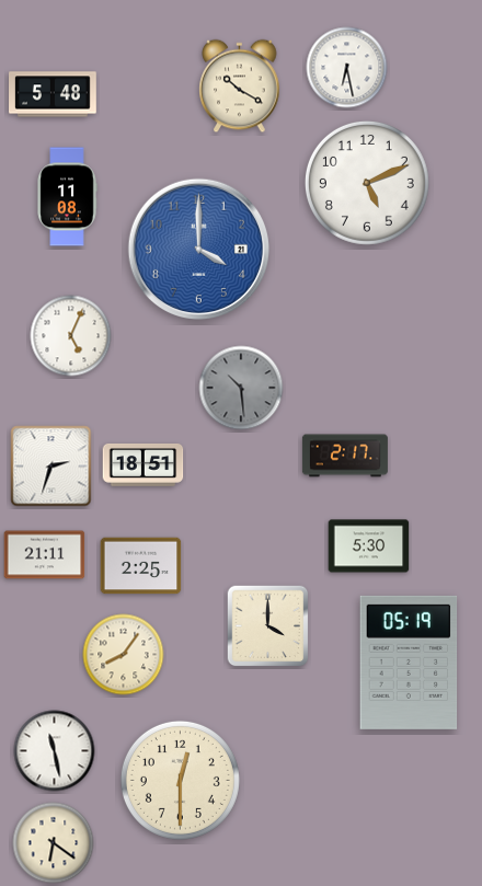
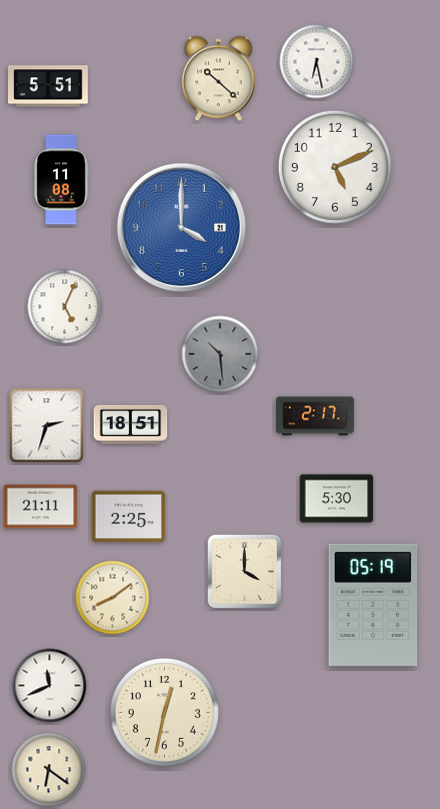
clock at (240, 87): 10:20 -> 10:22
clock at (53, 94): 5:48 -> 5:51
clock at (124, 655): 8:06 -> 8:09
clock at (55, 751): 11:28 -> 11:41
clock at (180, 780): 12:30 -> 12:32
